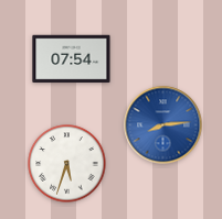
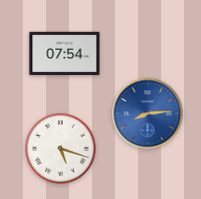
clock at (67, 164): 5:33 -> 5:18
